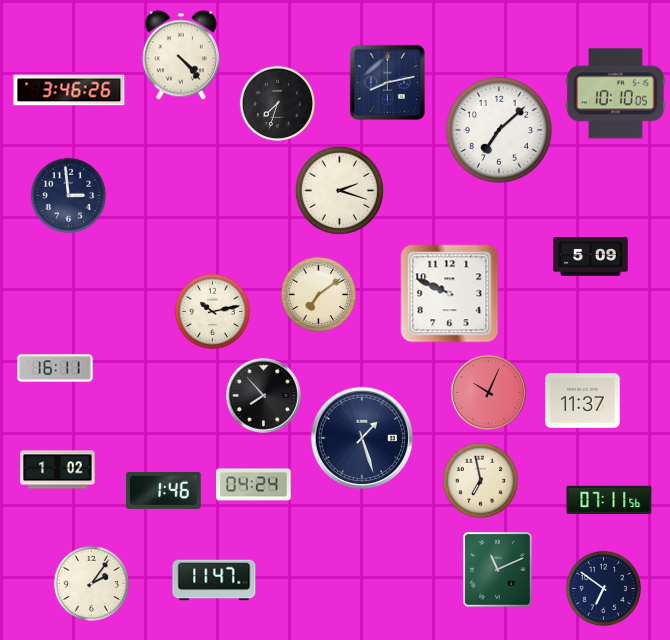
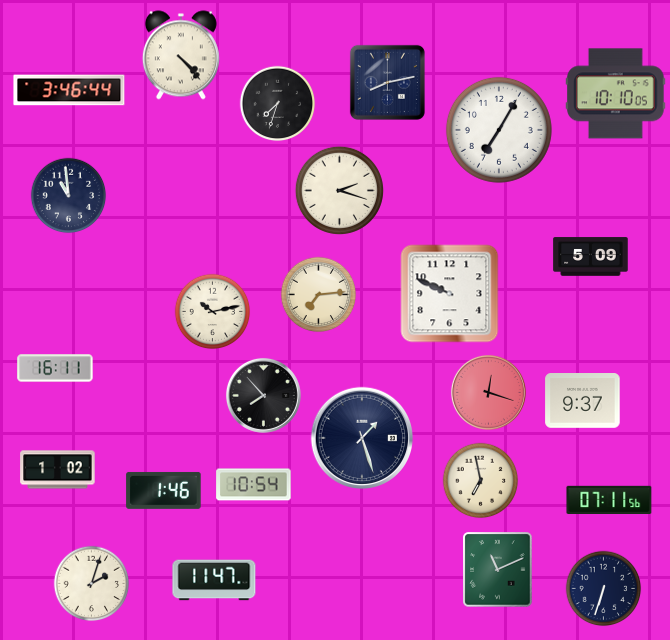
clock at (69, 90): 3:46:26 -> 3:46:44
clock at (499, 130): 7:08 -> 7:05
clock at (69, 196): 2:59 -> 10:59
clock at (319, 295): 7:09 -> 7:14
clock at (488, 392): 10:04 -> 12:18
clock at (583, 401): 11:37 -> 9:37
clock at (254, 485): 04:24 -> 10:54
clock at (92, 584): 2:06 -> 2:03
clock at (604, 589): 6:51 -> 6:33
